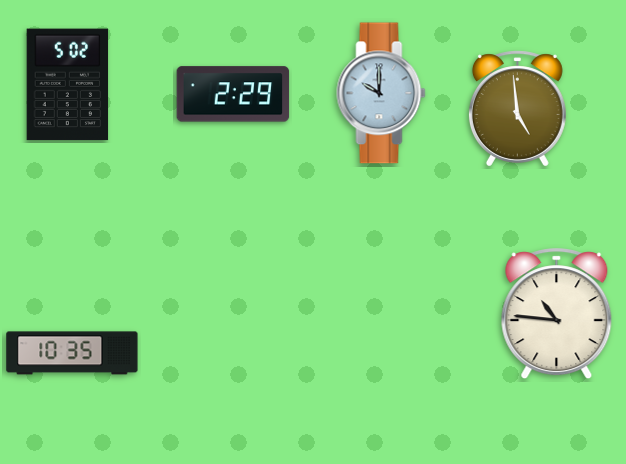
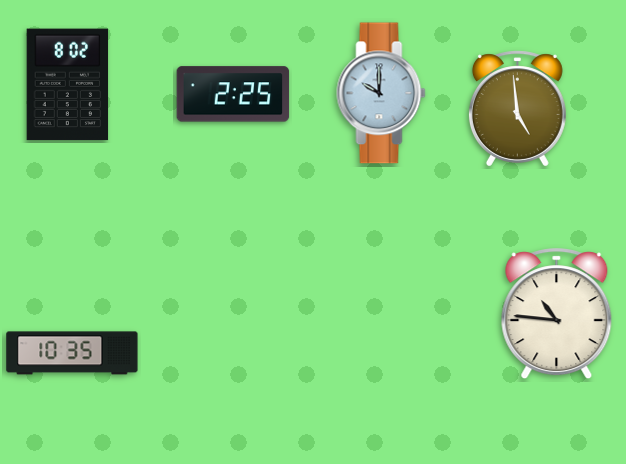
clock at (68, 85): 5:02 -> 8:02
clock at (233, 94): 2:29 -> 2:25
